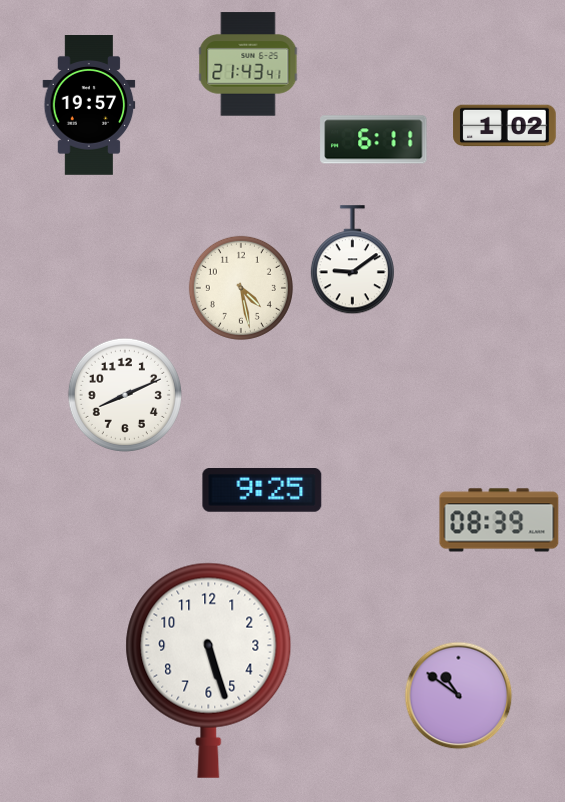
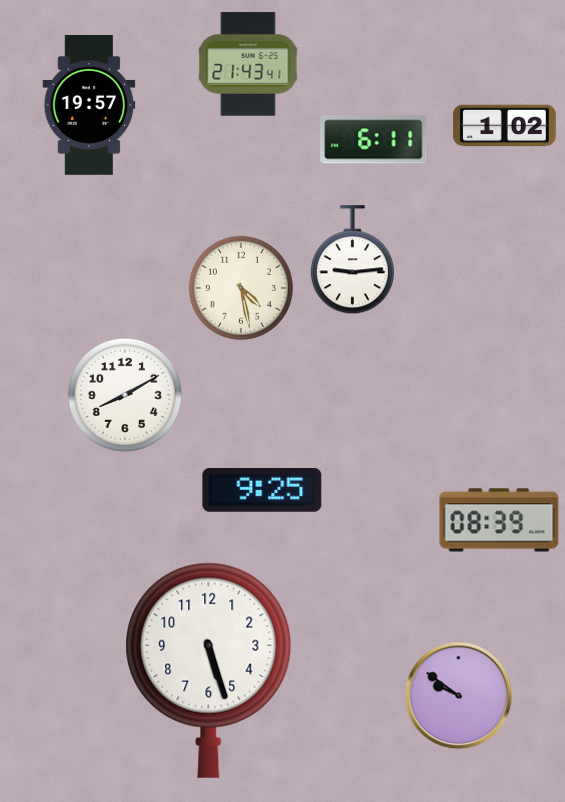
clock at (352, 260): 9:09 -> 9:14
clock at (125, 395): 8:11 -> 8:10
clock at (459, 696): 10:51 -> 9:51
